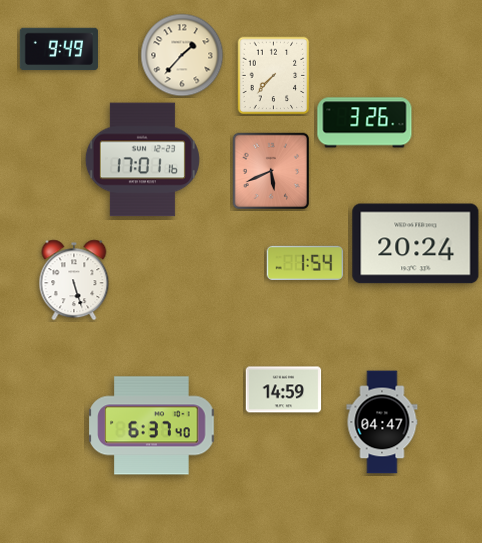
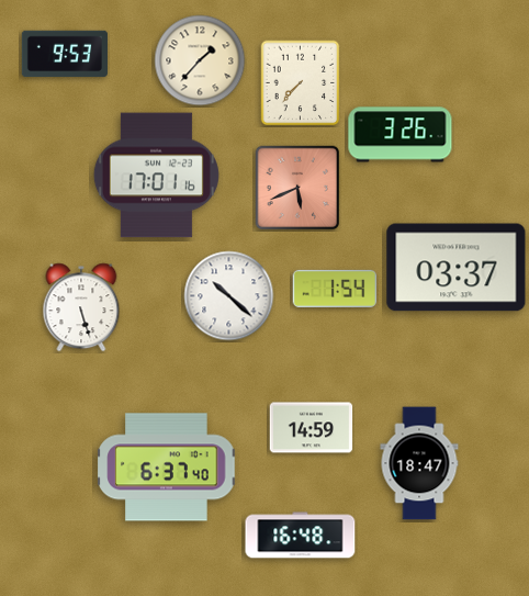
clock at (59, 49): 9:49 -> 9:53
clock at (416, 244): 20:24 -> 03:37
clock at (229, 296): none -> 10:22
clock at (382, 422): 04:47 -> 18:47
clock at (301, 536): none -> 16:48
